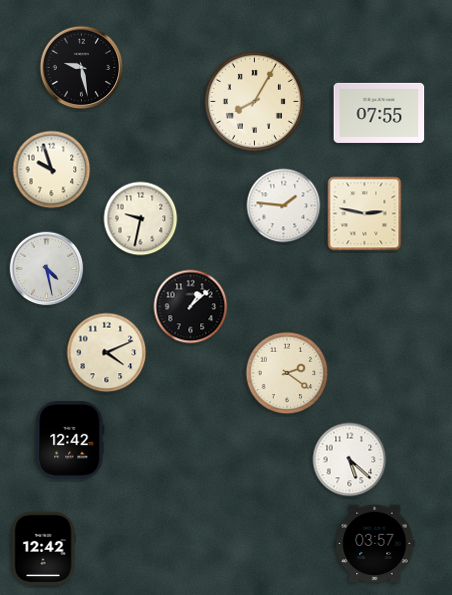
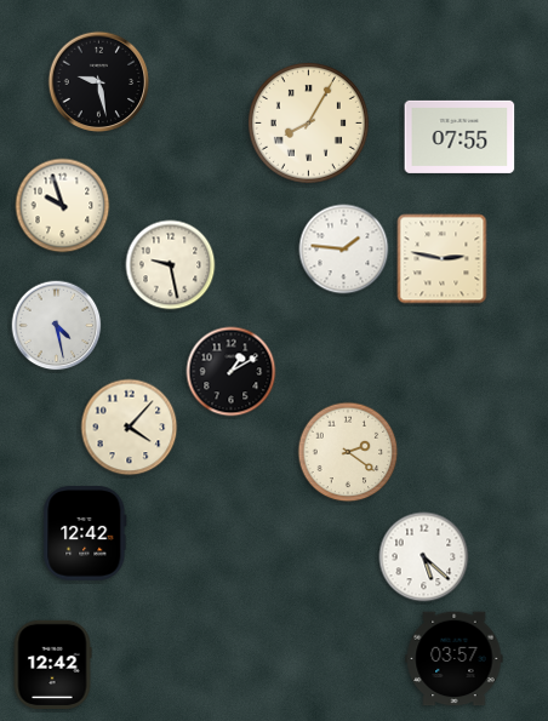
clock at (141, 219): 9:32 -> 9:28
clock at (191, 307): 1:08 -> 1:10
clock at (107, 353): 4:11 -> 4:07
